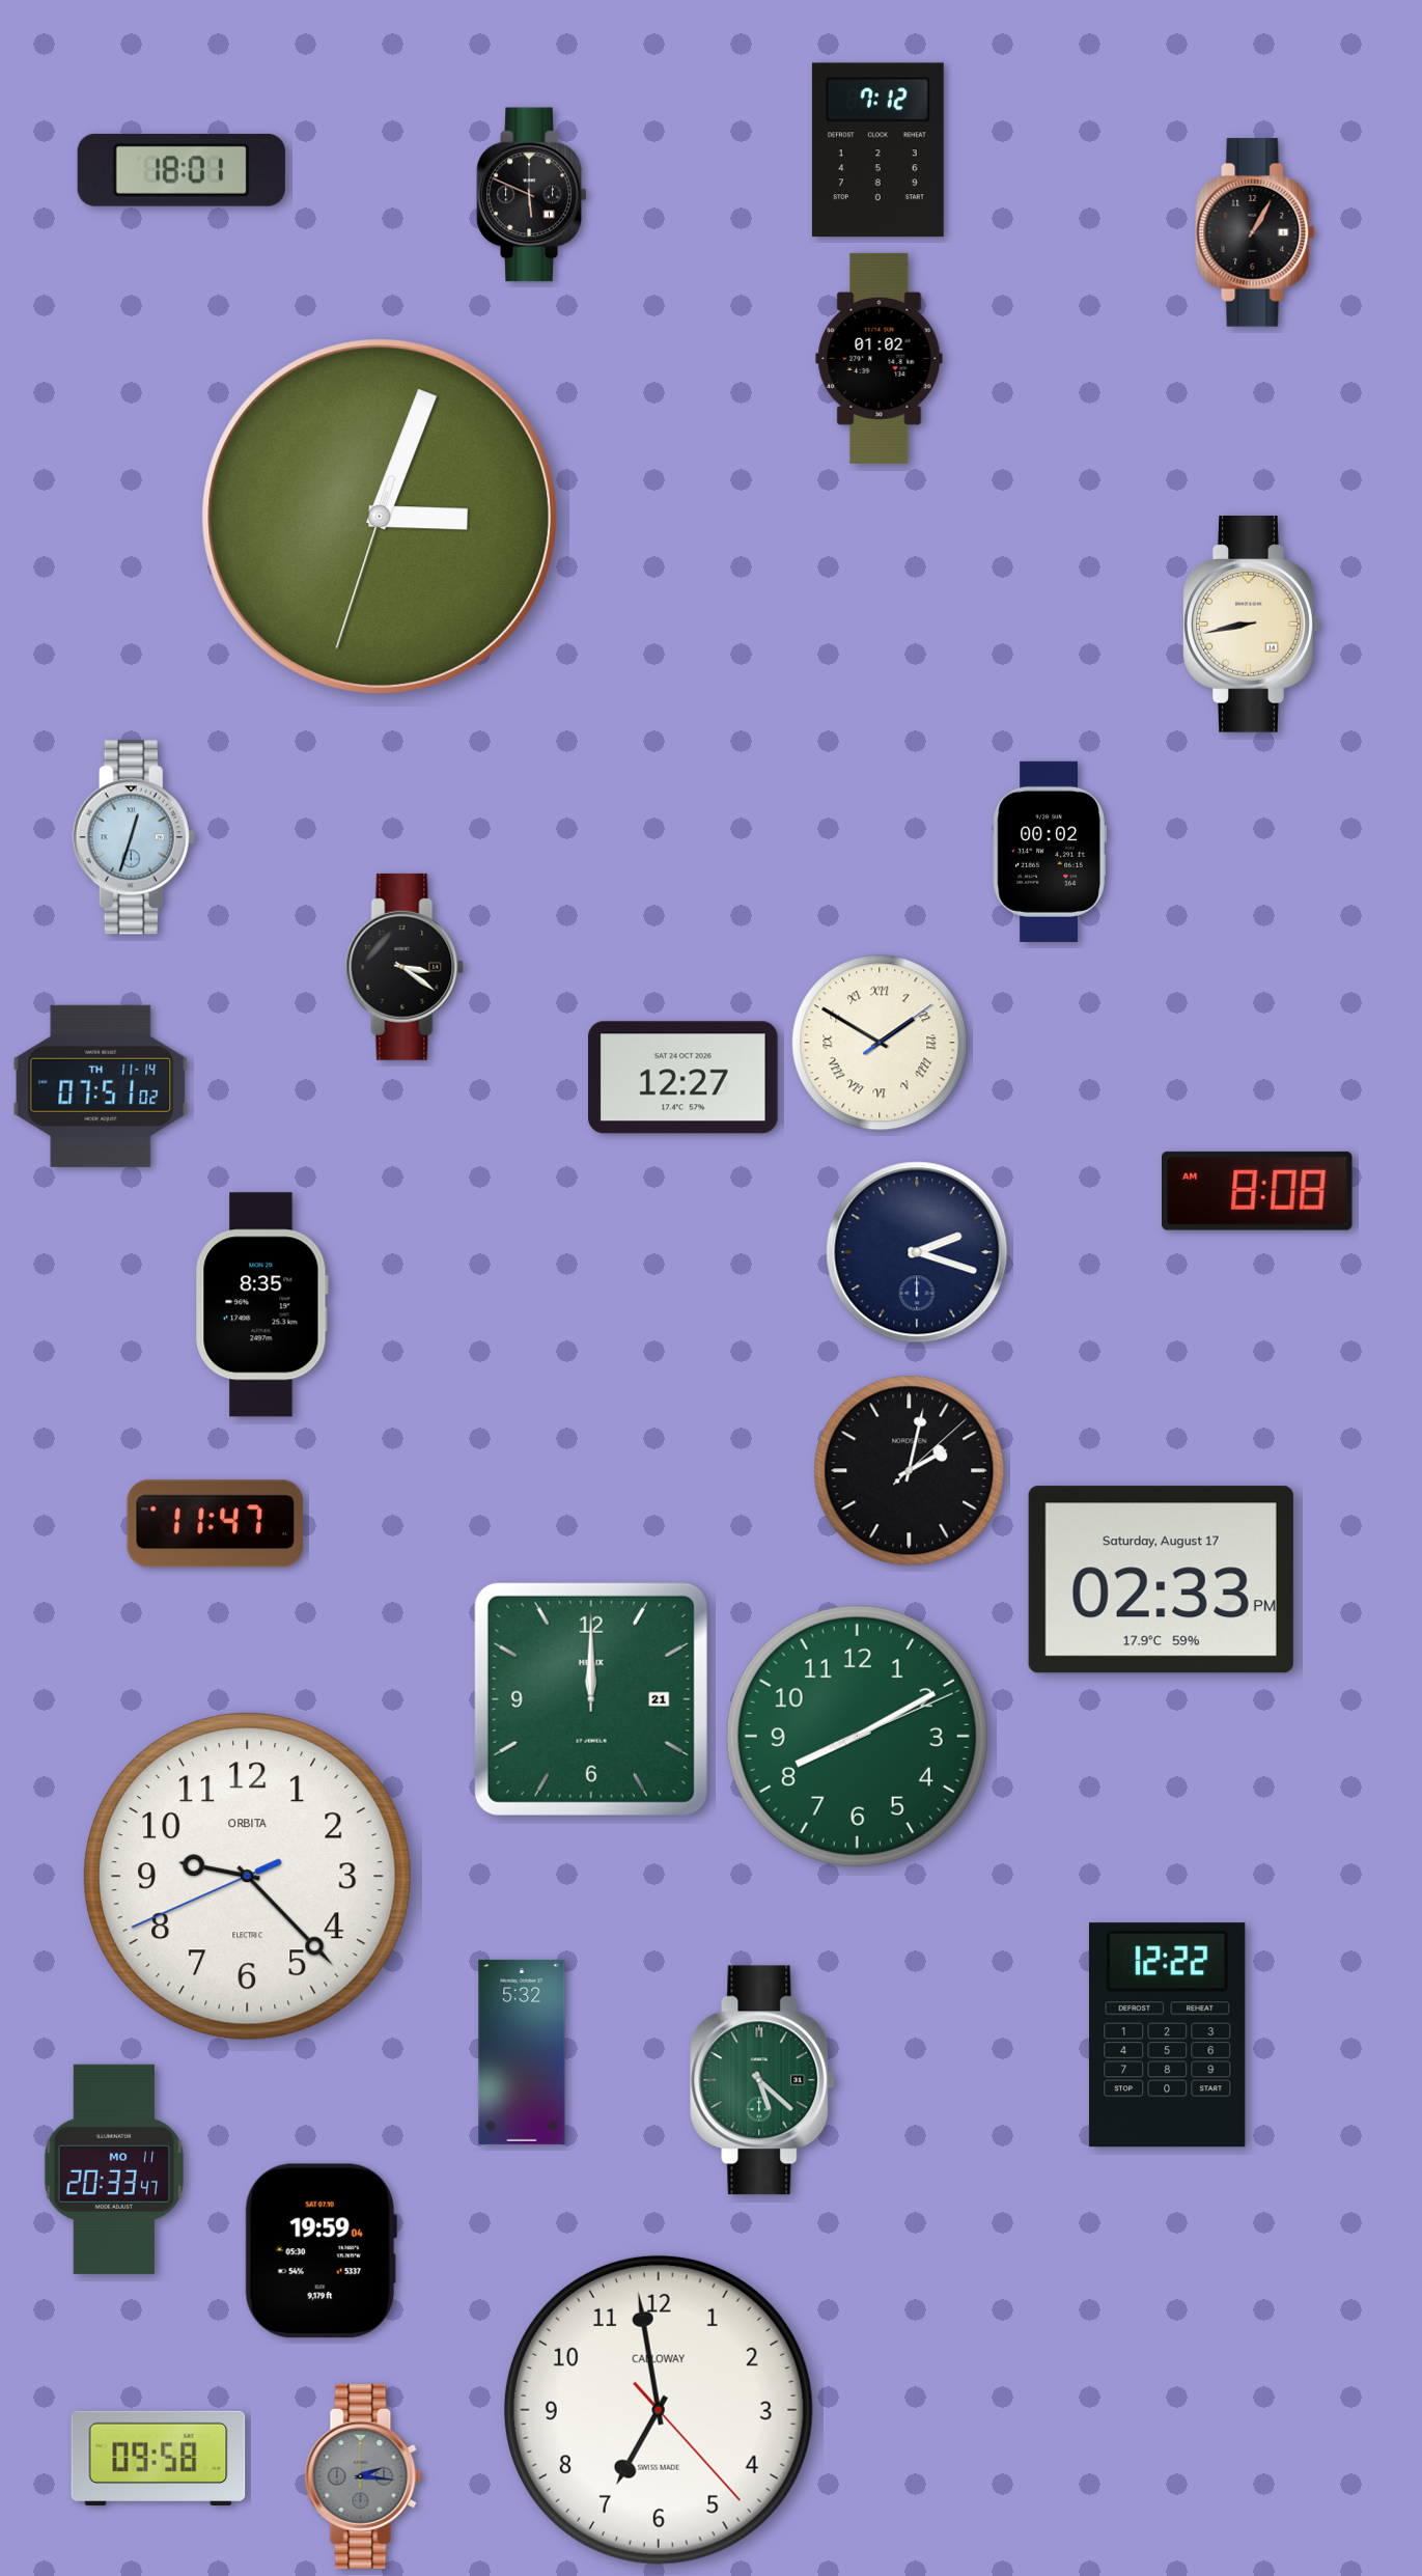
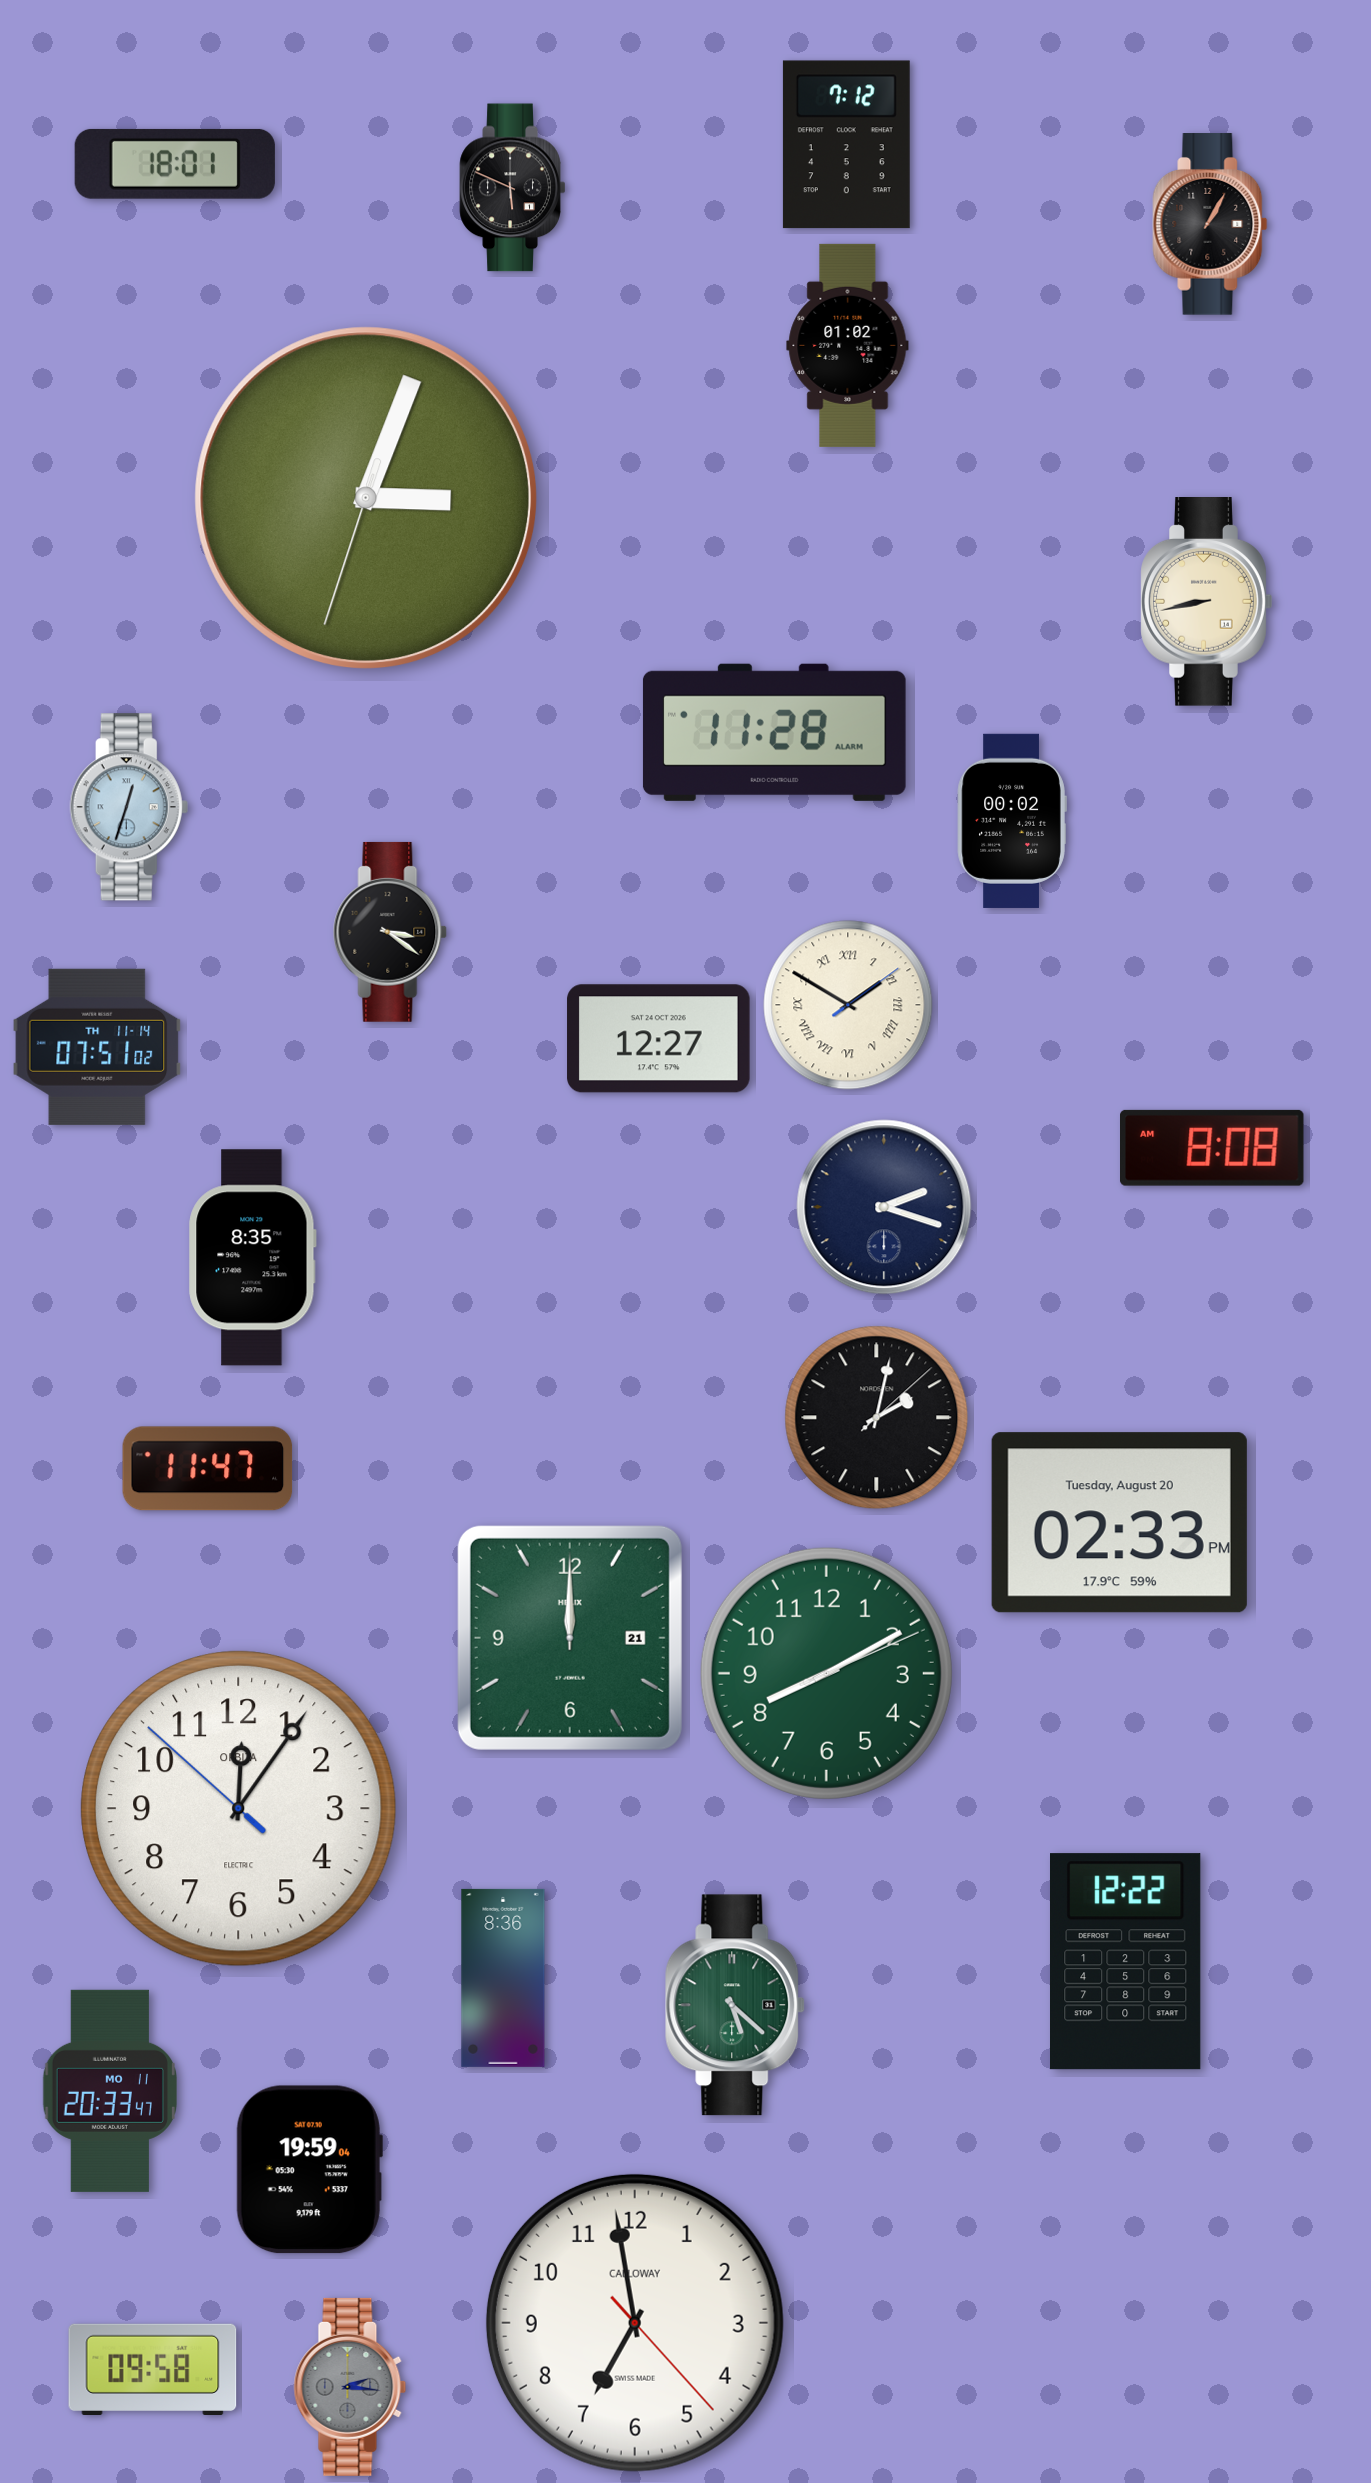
clock at (774, 732): none -> 11:28
clock at (1161, 1580) date: Saturday, August 17 -> Tuesday, August 20
clock at (248, 1877): 9:22 -> 12:05
clock at (522, 2052): 5:32 -> 8:36
